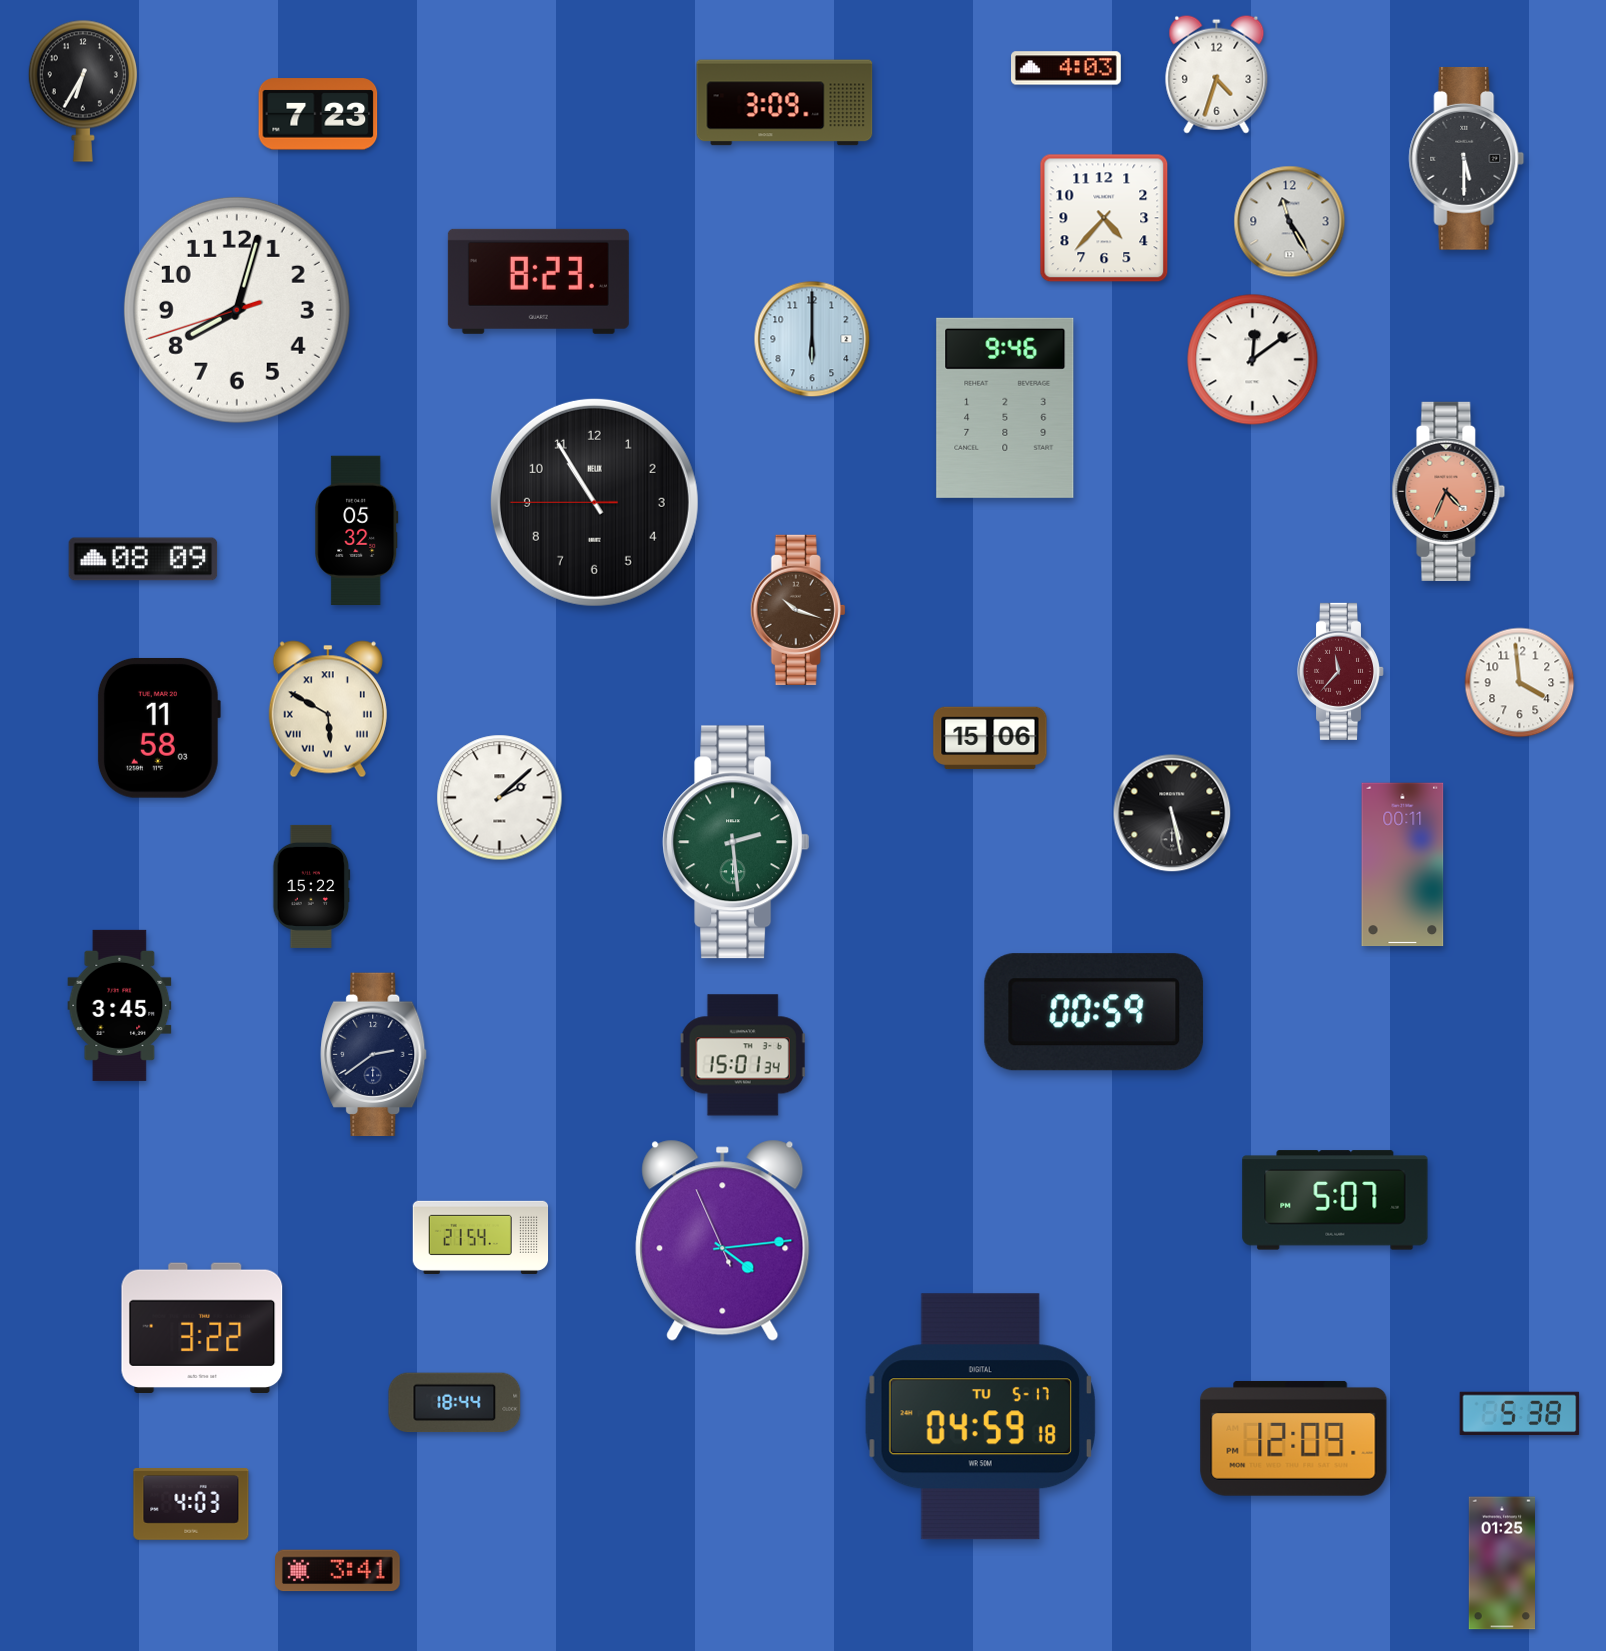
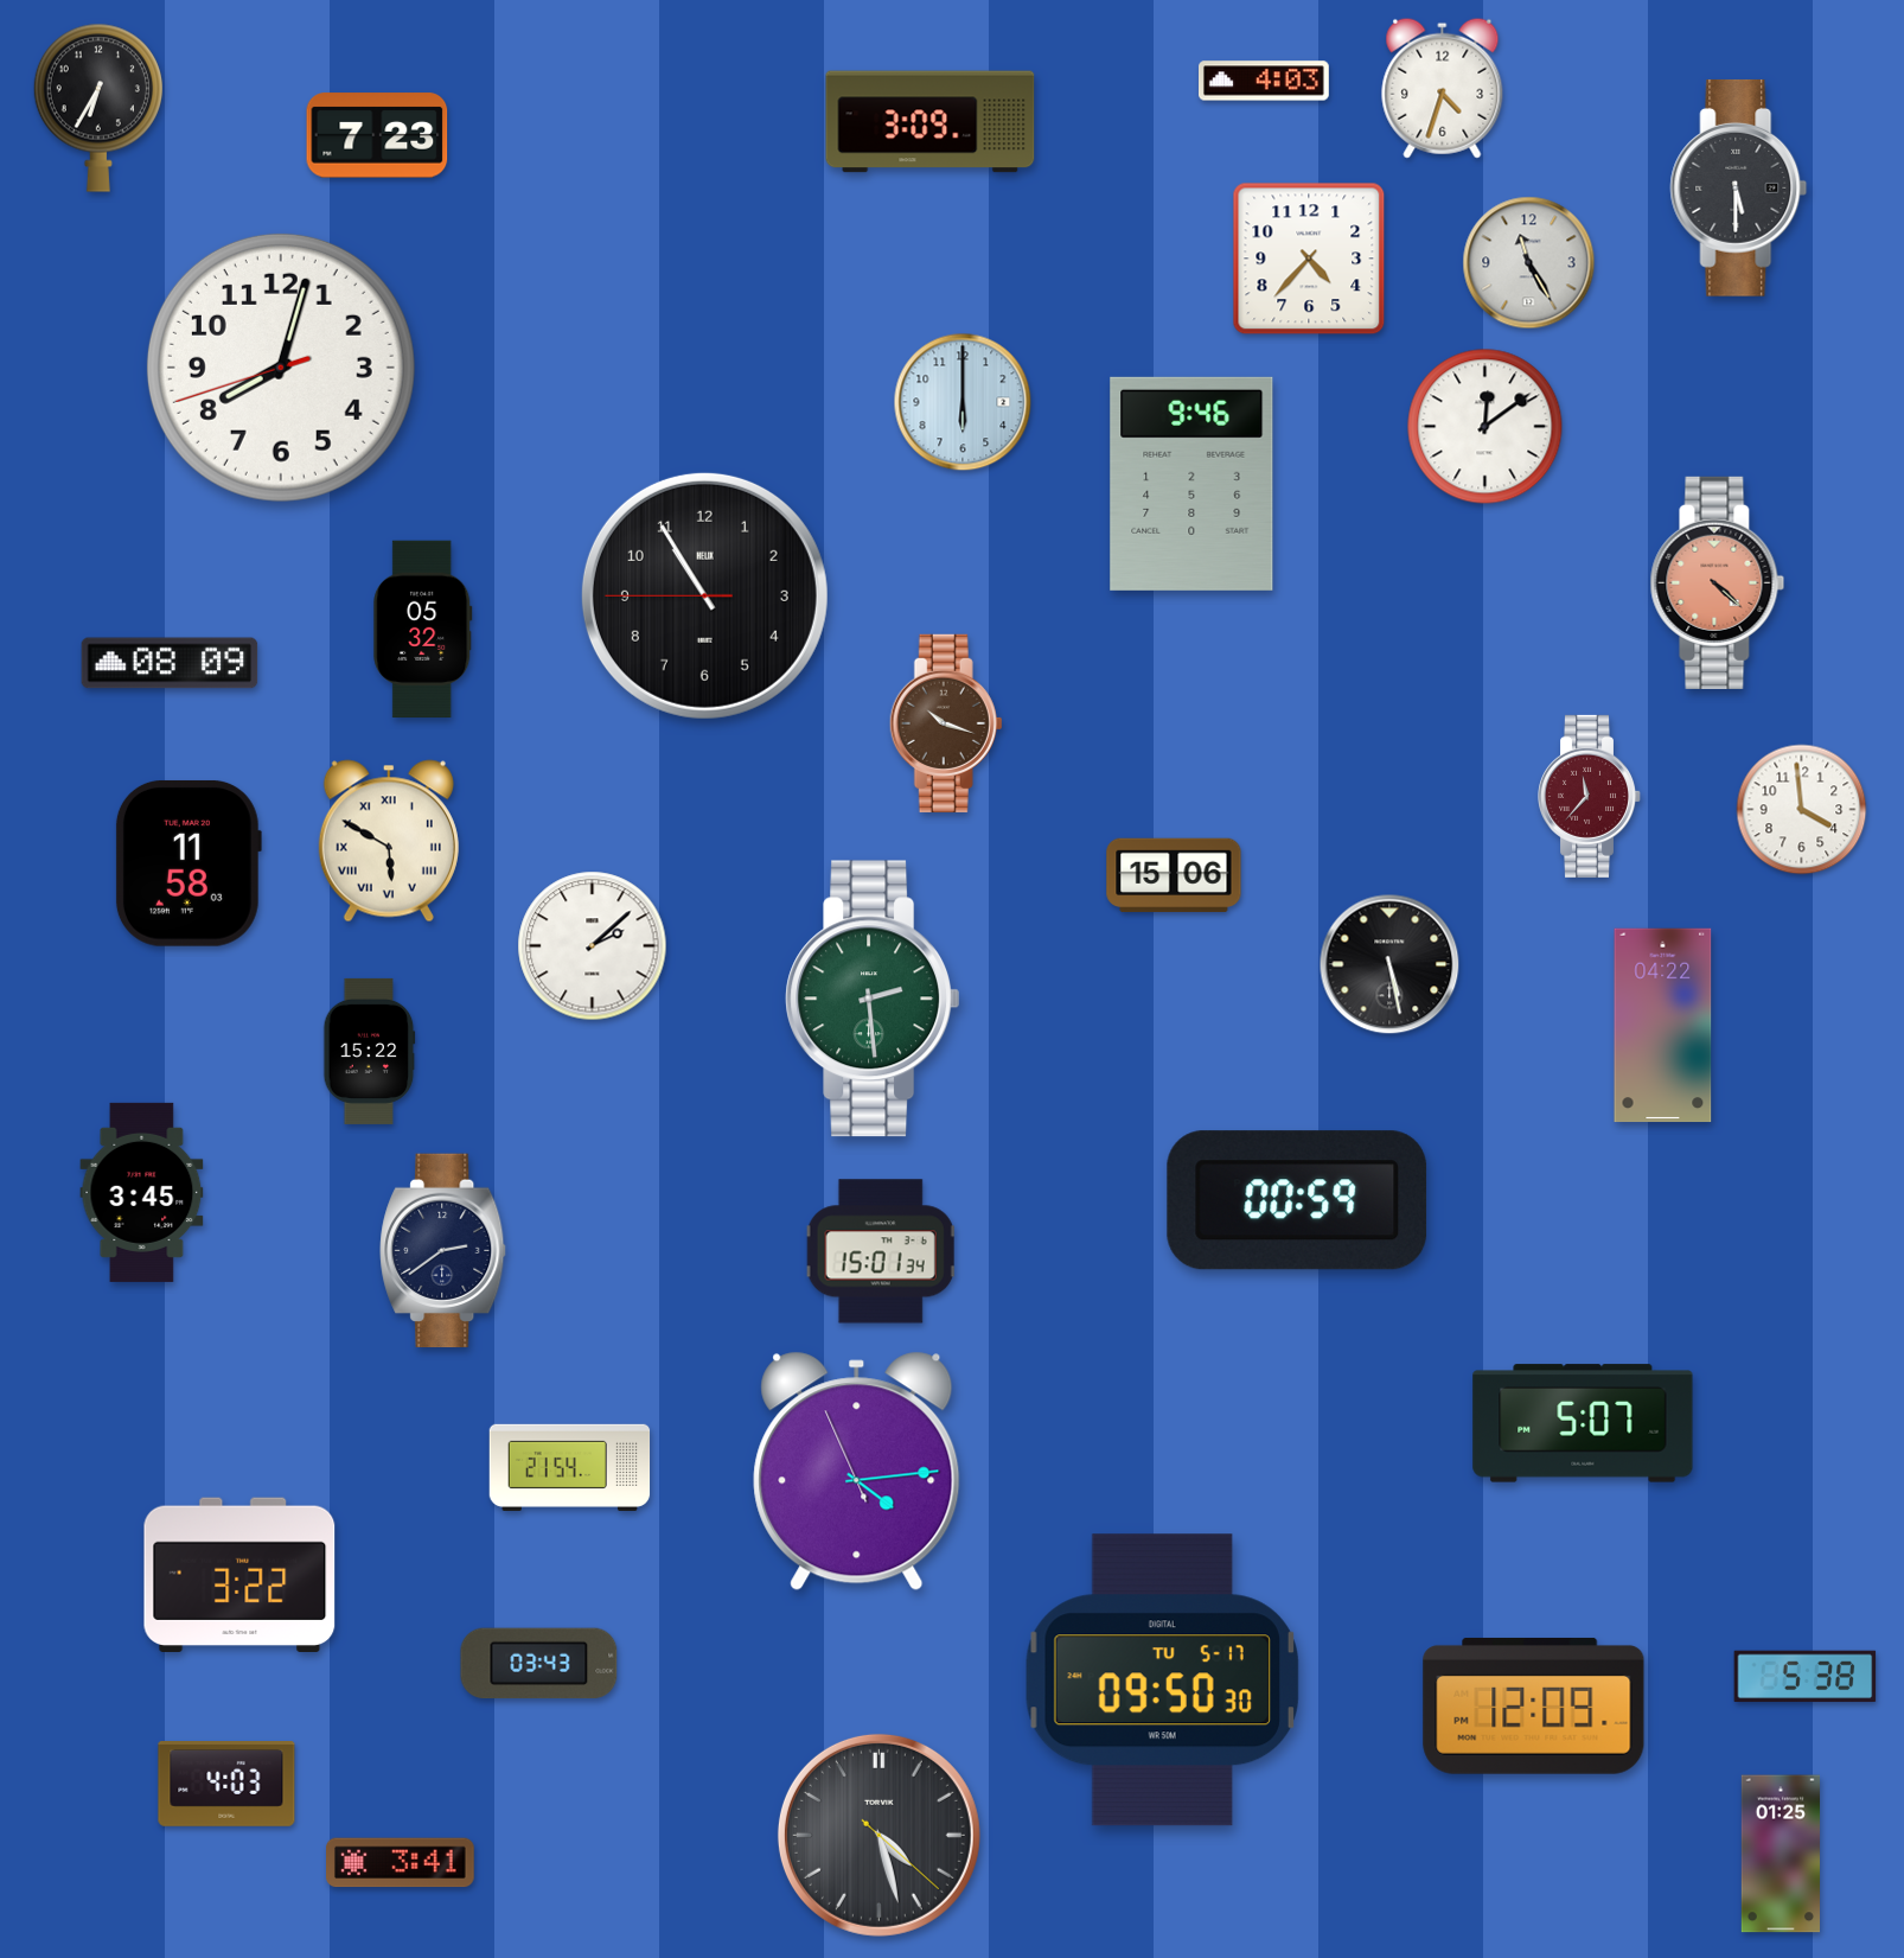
clock at (538, 281): 8:23 -> none
clock at (1449, 491): 4:34 -> 4:22
clock at (1403, 865): 00:11 -> 04:22
clock at (455, 1403): 18:44 -> 03:43
clock at (1520, 1414) position: (1520, 1414) -> (1806, 1677)
clock at (980, 1417): 04:59 -> 09:50
clock at (878, 1835): none -> 4:27
